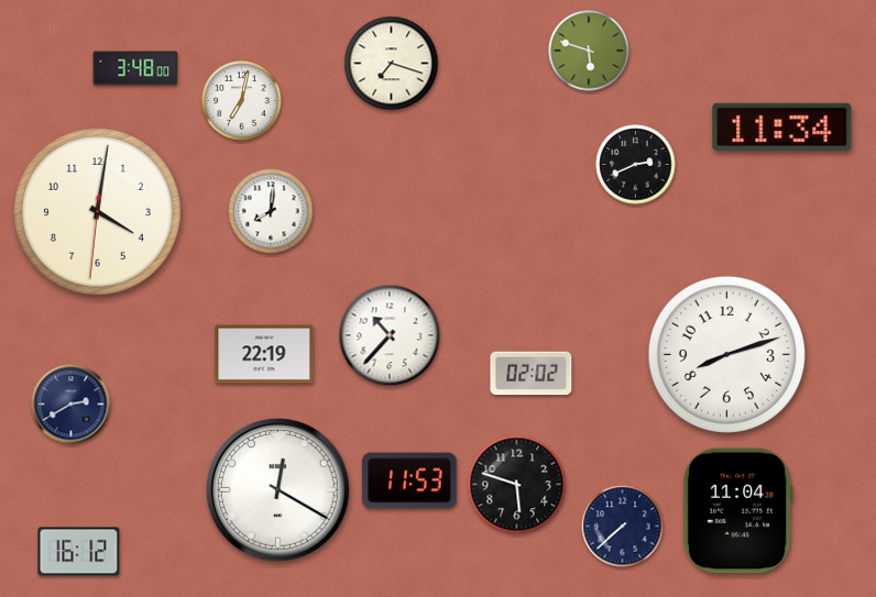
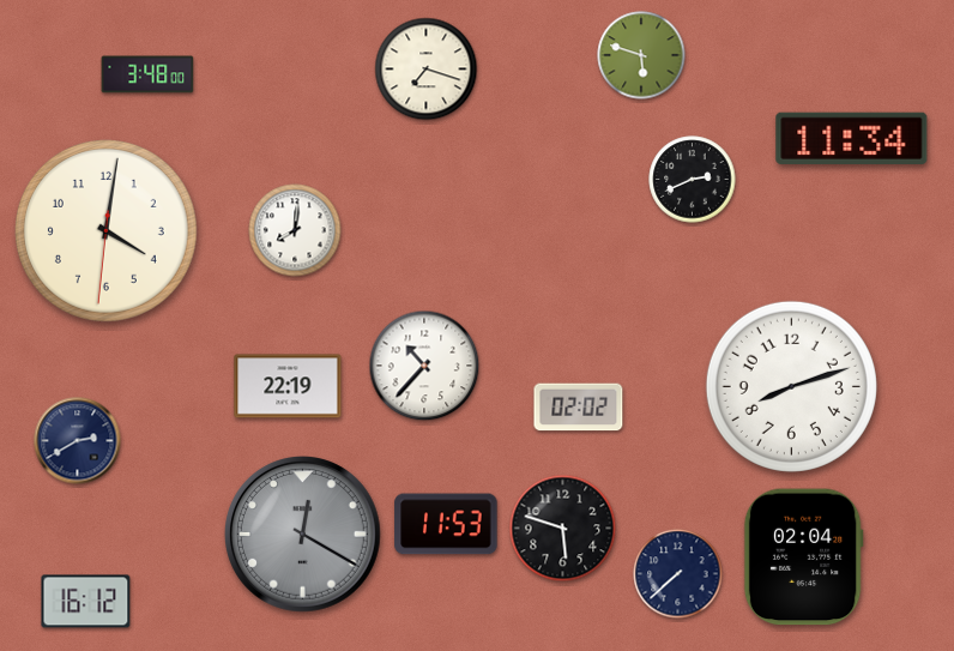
clock at (242, 101): 7:02 -> none
clock at (278, 490) dial: white -> grey
clock at (737, 511): 11:04 -> 02:04
